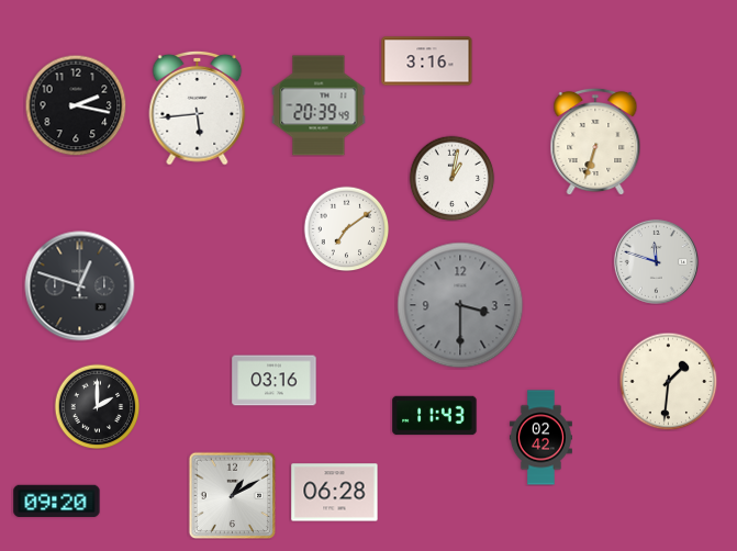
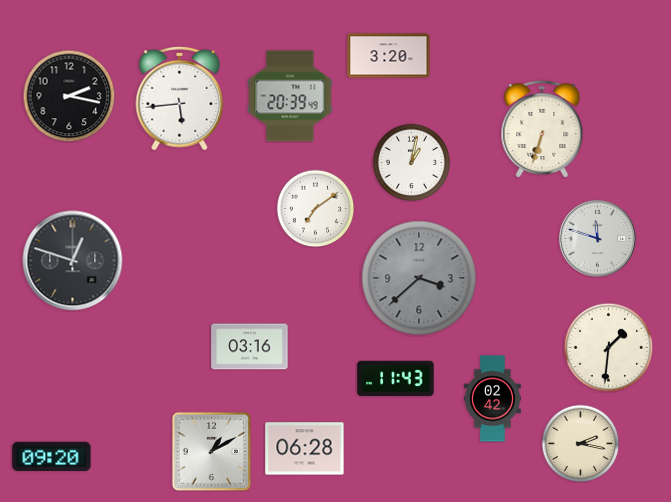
clock at (427, 61): 3:16 -> 3:20
clock at (460, 305): 3:30 -> 3:38
clock at (97, 406): 2:00 -> none
clock at (580, 443): none -> 2:17
